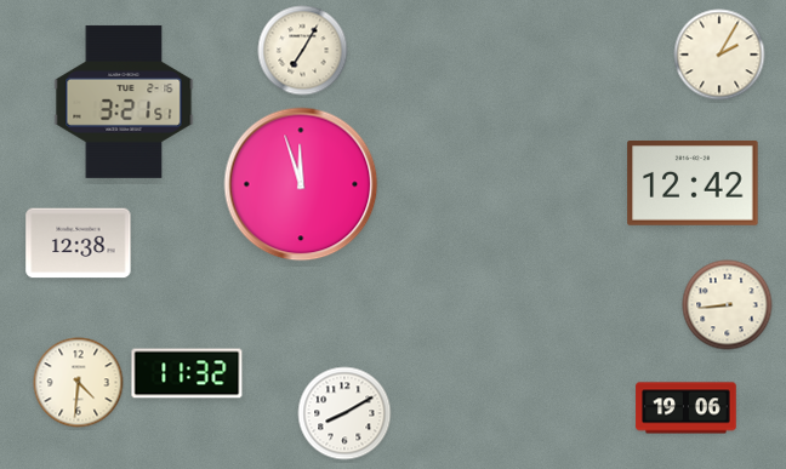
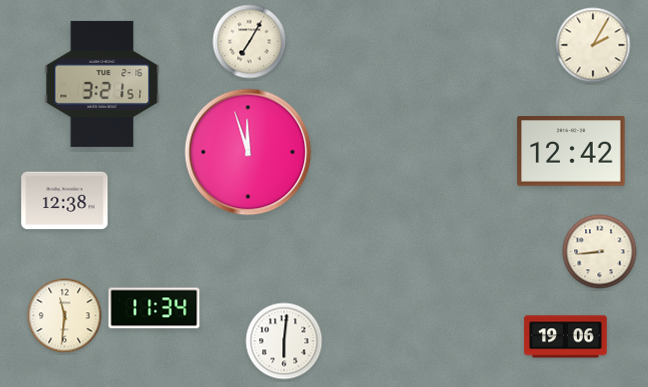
clock at (187, 373): 11:32 -> 11:34
clock at (79, 383): 4:31 -> 11:31
clock at (344, 413): 8:10 -> 6:01
